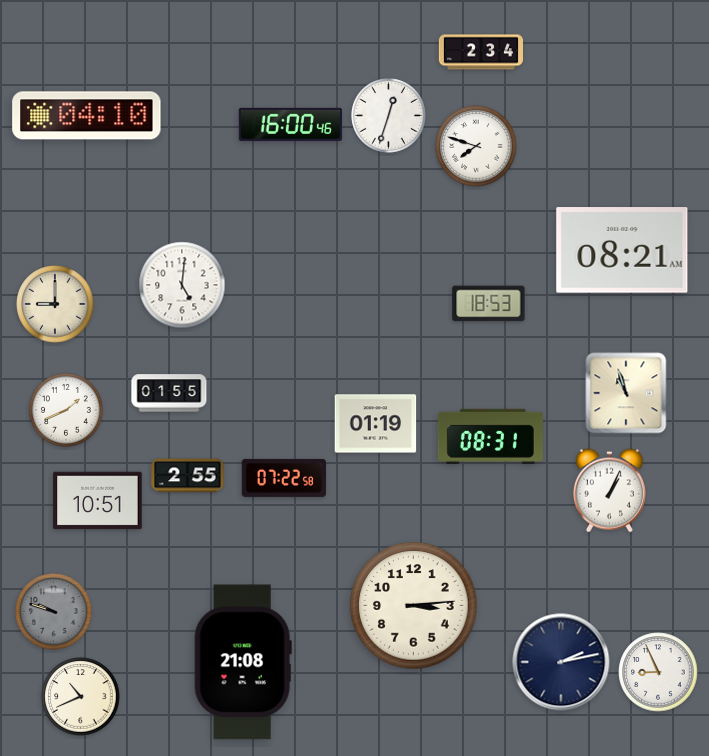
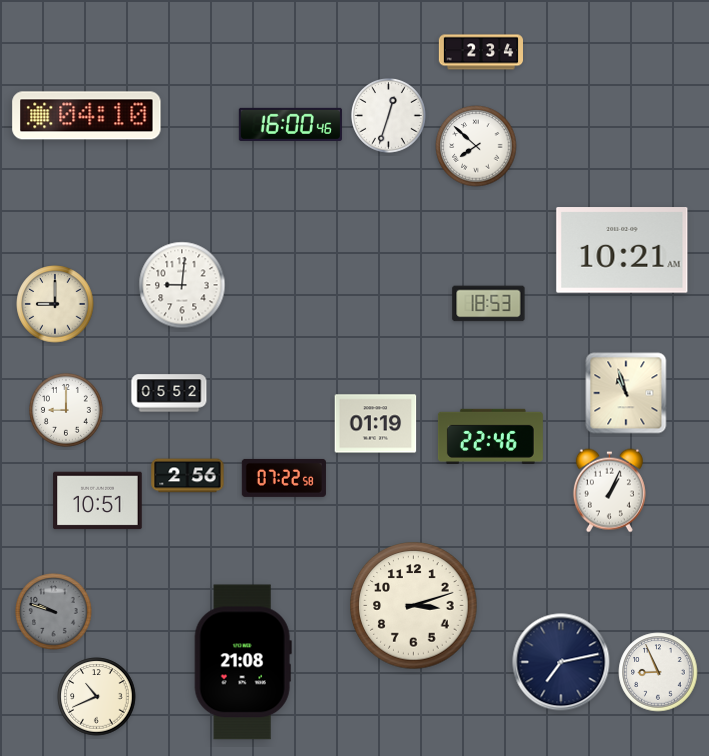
clock at (476, 146): 7:48 -> 7:52
clock at (622, 250): 08:21 -> 10:21
clock at (182, 285): 5:01 -> 9:01
clock at (169, 393): 01:55 -> 05:52
clock at (67, 411): 1:41 -> 9:00
clock at (490, 436): 08:31 -> 22:46
clock at (188, 476): 2:55 -> 2:56
clock at (414, 606): 3:14 -> 3:12
clock at (561, 662): 2:13 -> 7:13
clock at (81, 697) position: (81, 697) -> (97, 697)
